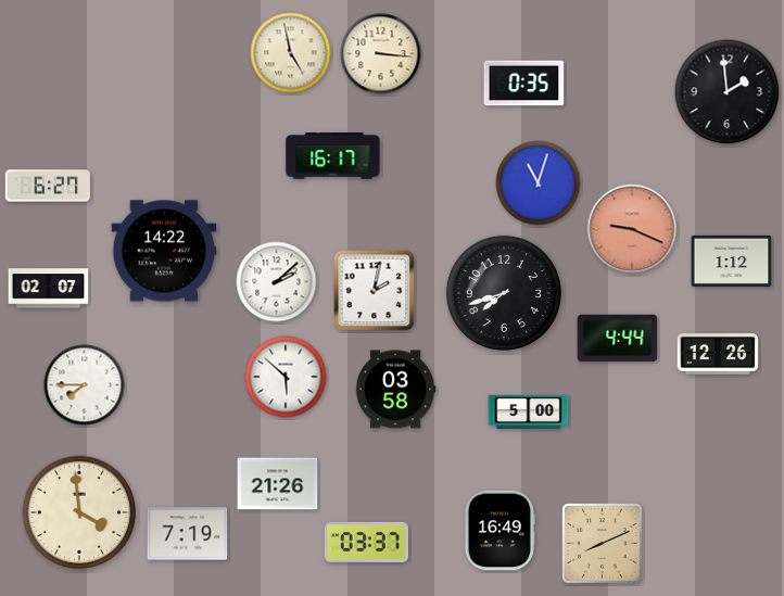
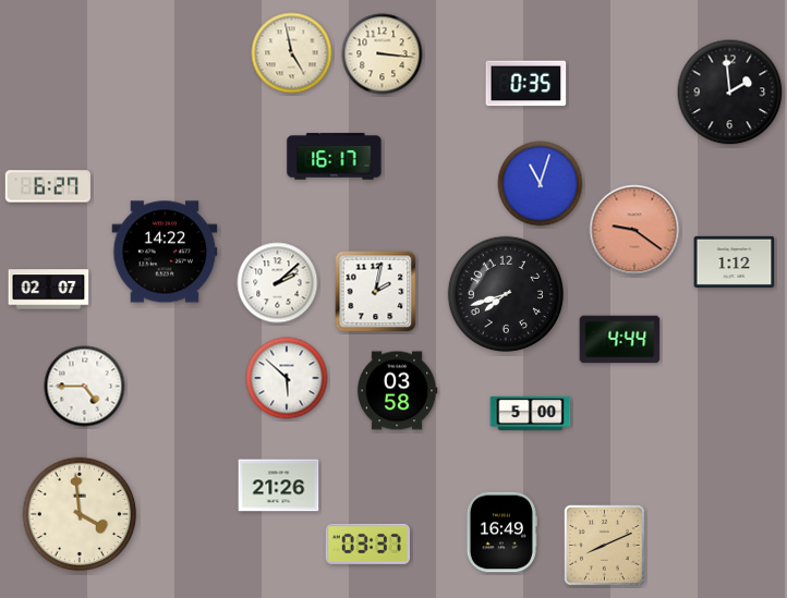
clock at (632, 229): 9:19 -> 9:21
clock at (718, 354): 12:26 -> none
clock at (85, 385): 7:45 -> 4:45
clock at (188, 534): 7:19 -> none
